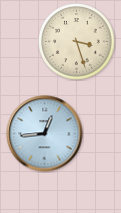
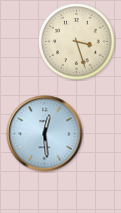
clock at (45, 134): 12:44 -> 12:29
